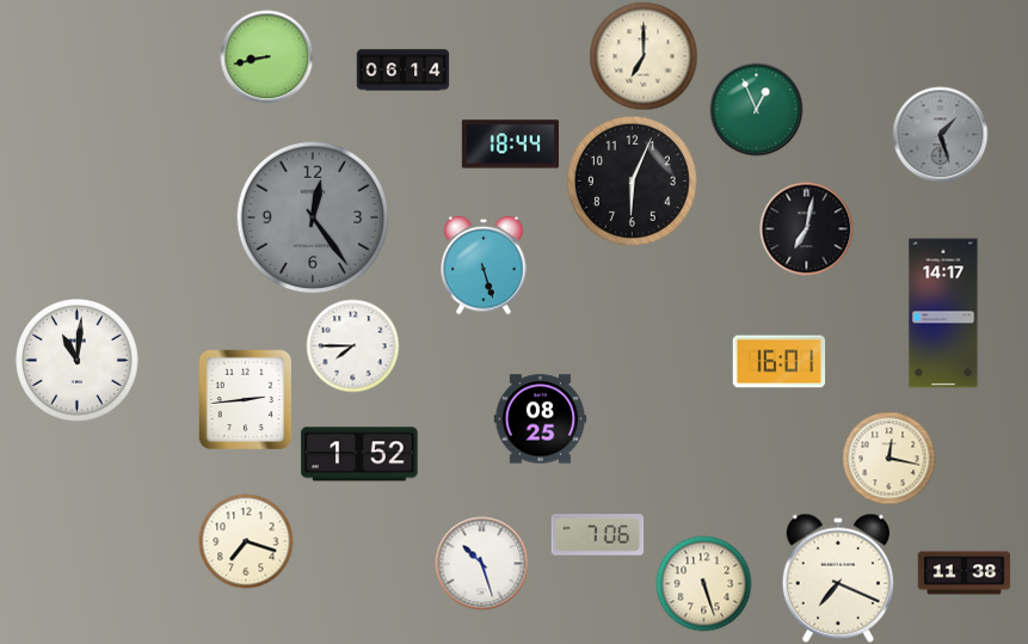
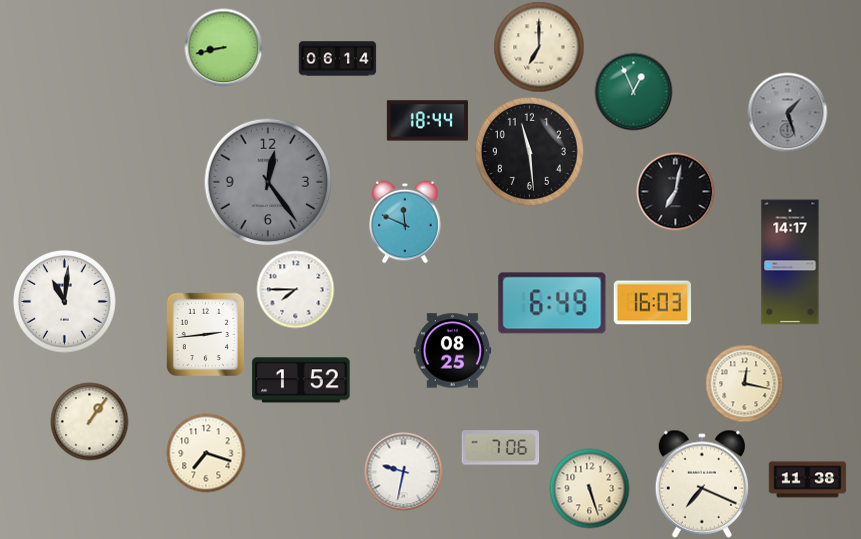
clock at (632, 180): 6:04 -> 11:29
clock at (313, 217) position: (313, 217) -> (268, 182)
clock at (484, 265): 5:27 -> 11:49
clock at (552, 303): none -> 6:49
clock at (778, 362): 16:01 -> 16:03
clock at (89, 421): none -> 1:06
clock at (481, 563): 10:27 -> 9:32
